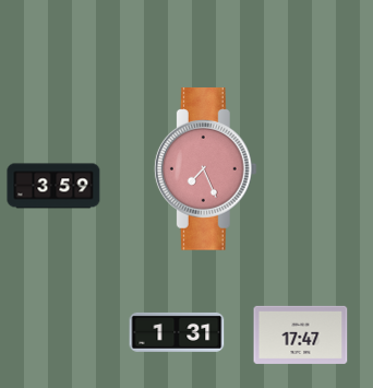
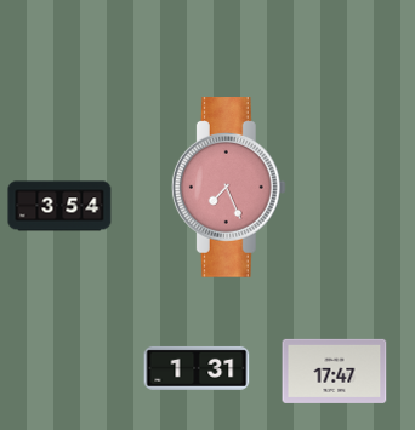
clock at (53, 186): 3:59 -> 3:54
